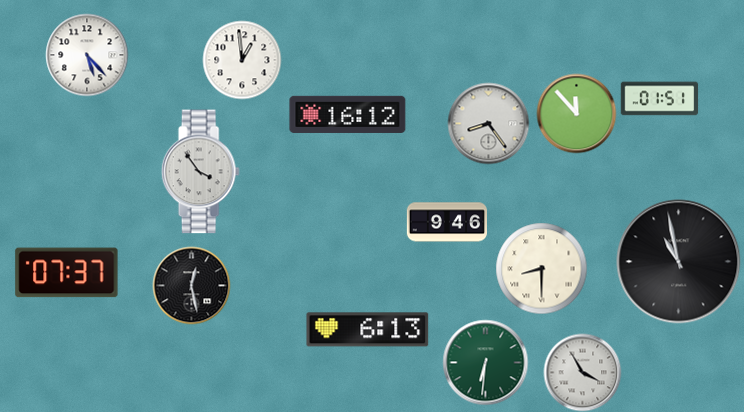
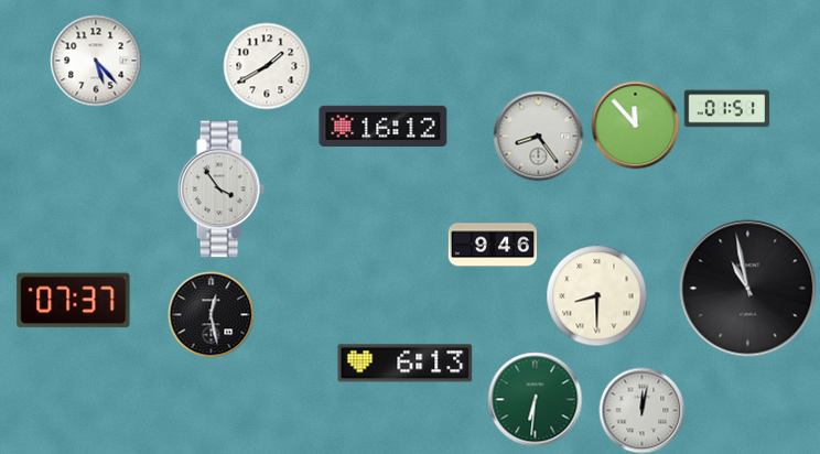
clock at (242, 60): 12:59 -> 1:40
clock at (582, 372): 3:55 -> 12:02
